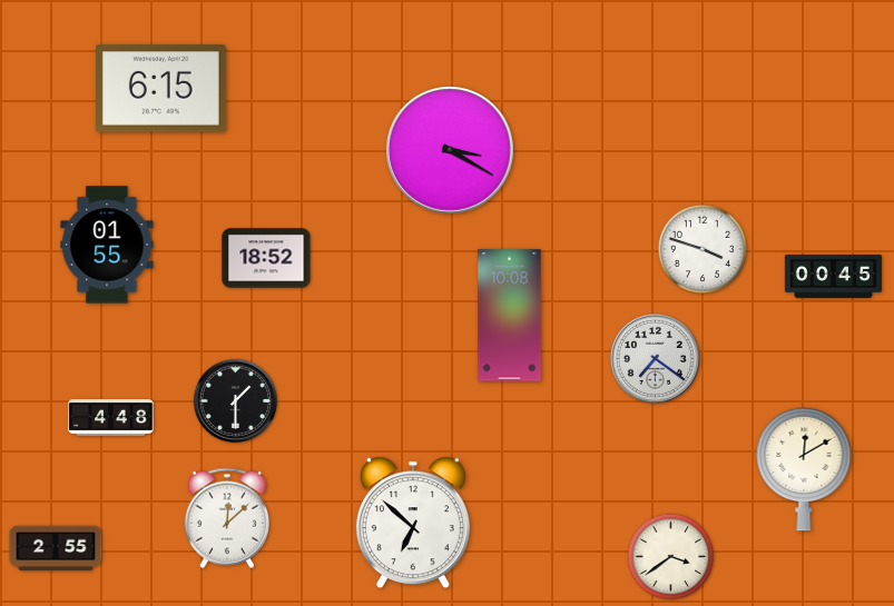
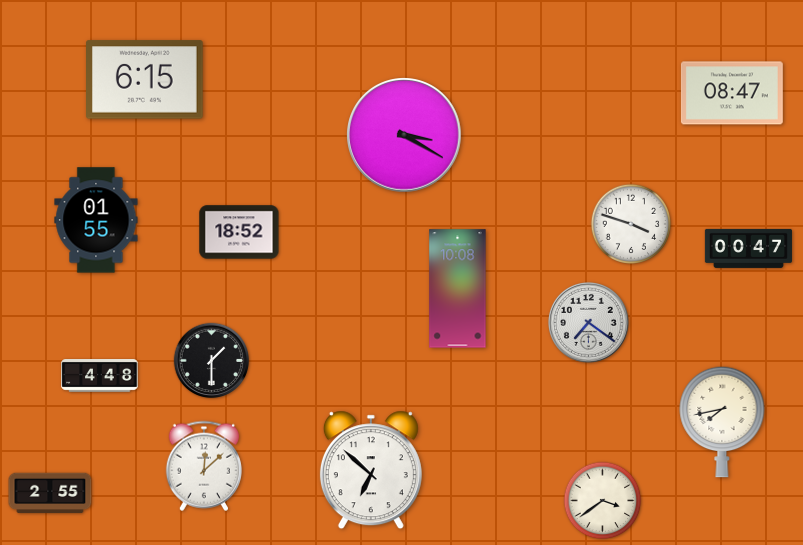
clock at (732, 93): none -> 08:47
clock at (833, 276): 00:45 -> 00:47
clock at (510, 316) position: (510, 316) -> (458, 289)
clock at (804, 469): 12:10 -> 7:43
